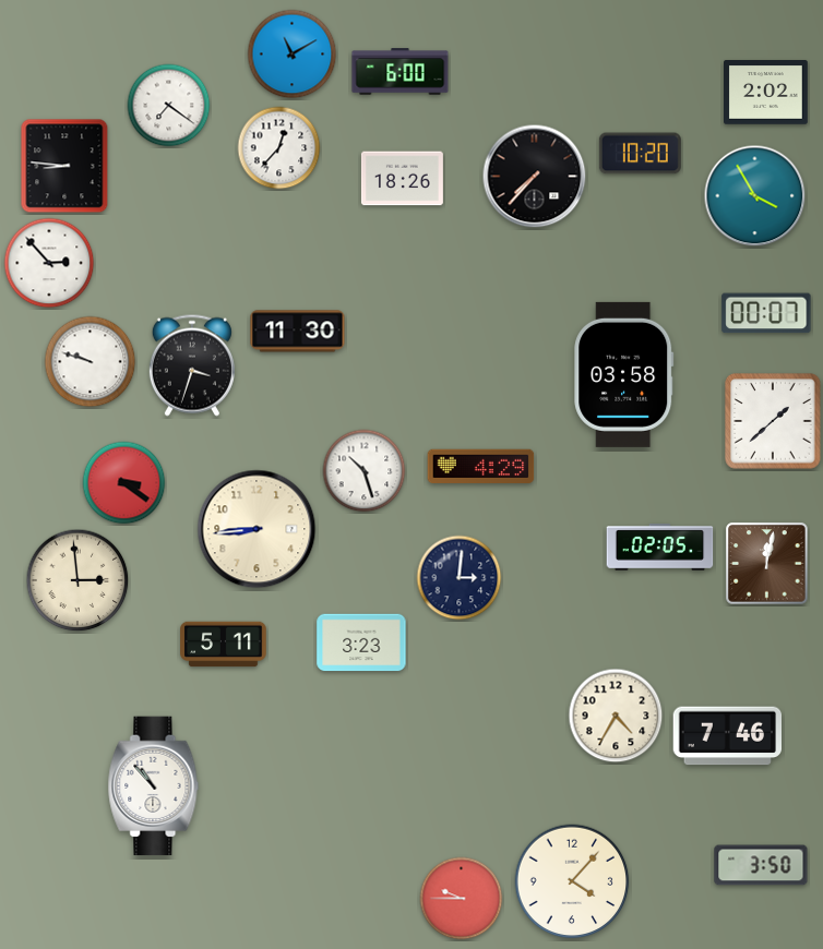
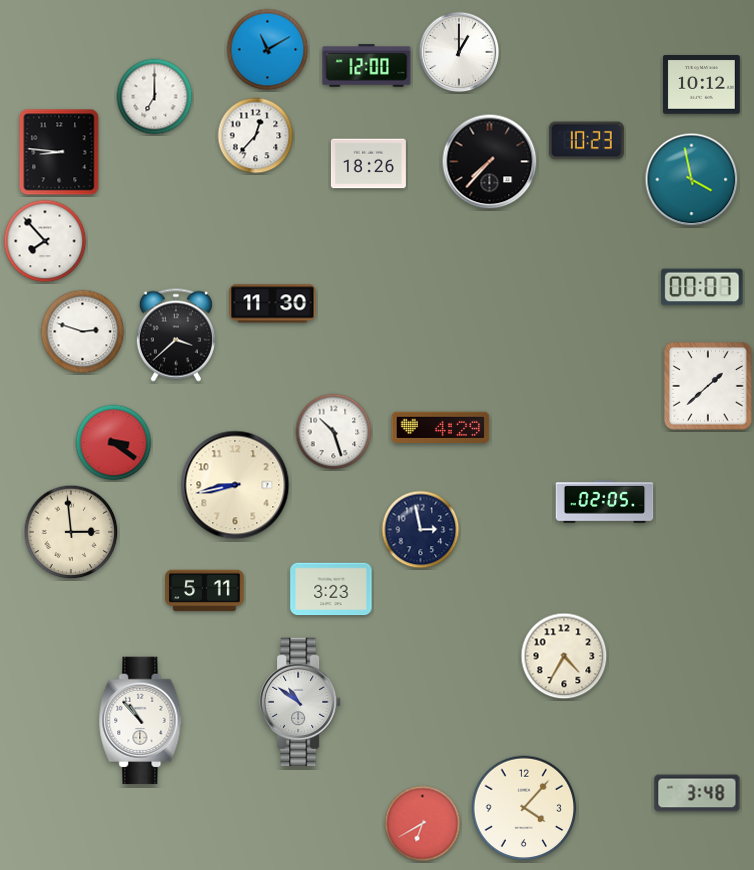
clock at (459, 52): none -> 1:00
clock at (401, 72): 6:00 -> 12:00
clock at (766, 93): 2:02 -> 10:12
clock at (169, 106): 7:21 -> 7:00
clock at (640, 154): 10:20 -> 10:23
clock at (755, 196): 3:55 -> 3:58
clock at (49, 263): 2:53 -> 7:53
clock at (91, 362): 9:48 -> 2:48
clock at (192, 365): 3:33 -> 3:38
clock at (624, 374): 03:58 -> none
clock at (257, 529): 8:44 -> 8:43
clock at (767, 564): 12:02 -> none
clock at (460, 578): 3:01 -> 2:58
clock at (727, 736): 7:46 -> none
clock at (300, 702): none -> 10:51
clock at (761, 865): 3:50 -> 3:48
clock at (462, 899): 9:45 -> 6:40
